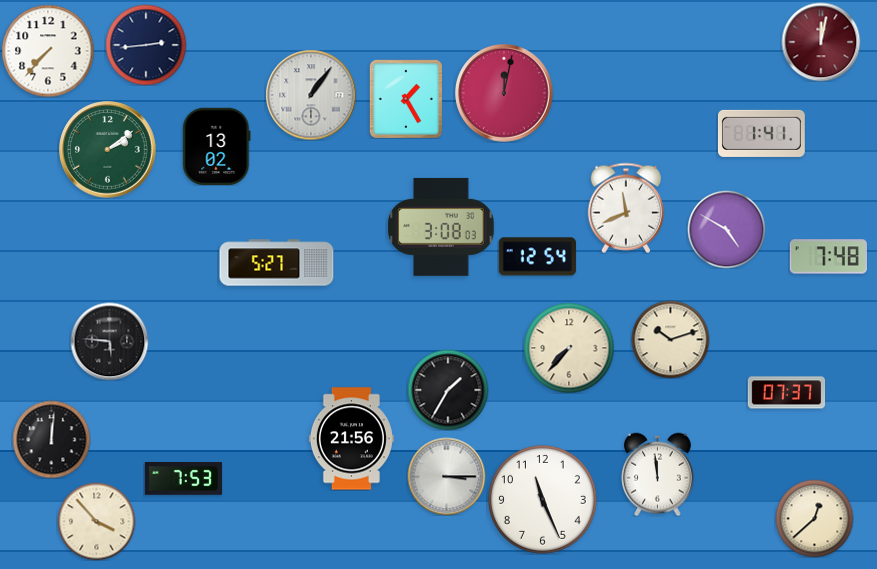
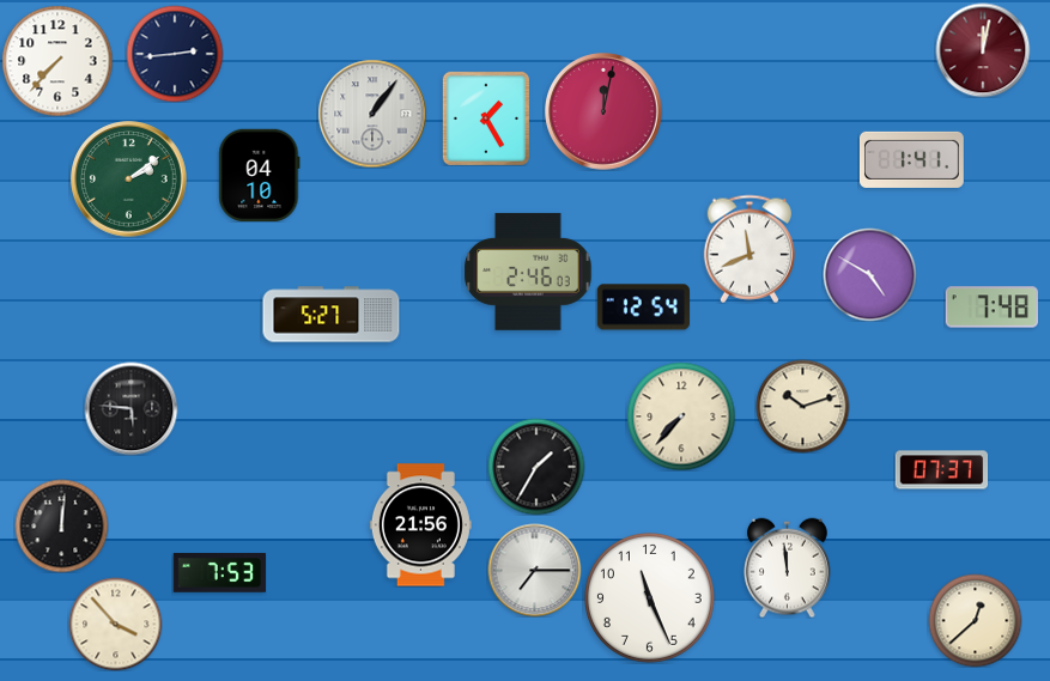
clock at (217, 146): 13:02 -> 04:10
clock at (441, 227): 3:08 -> 2:46
clock at (446, 476): 3:15 -> 7:15
